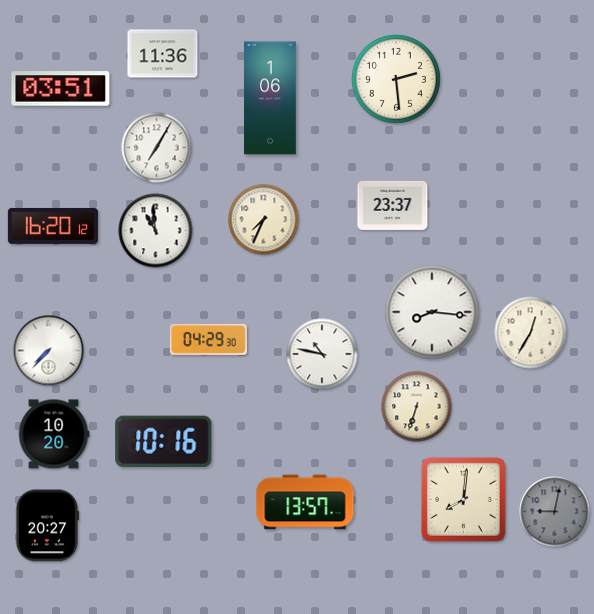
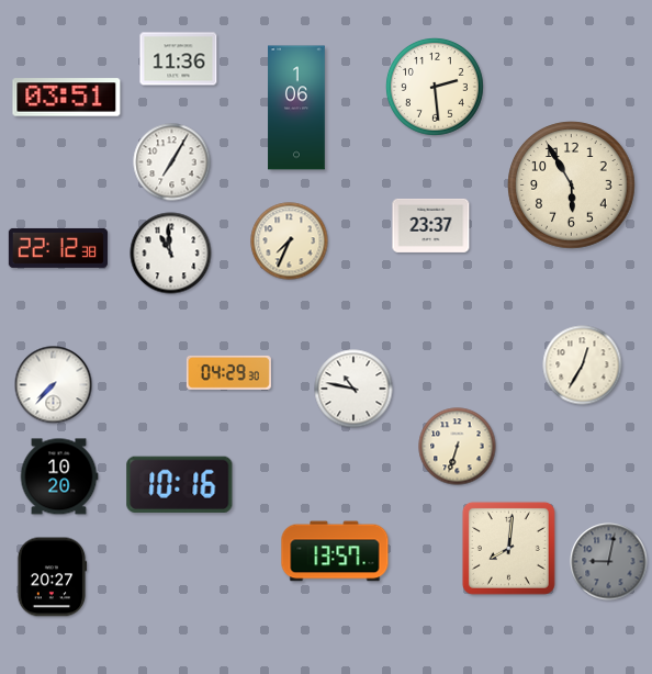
clock at (572, 186): none -> 5:55
clock at (53, 226): 16:20 -> 22:12
clock at (432, 312): 8:16 -> none
